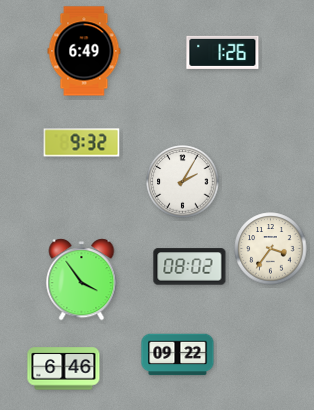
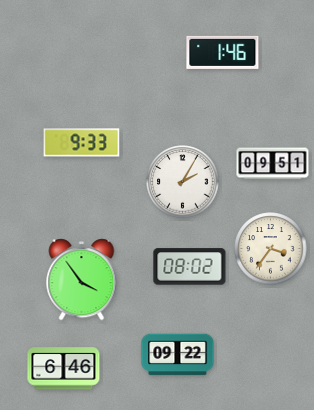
clock at (84, 51): 6:49 -> none
clock at (223, 52): 1:26 -> 1:46
clock at (82, 143): 9:32 -> 9:33
clock at (273, 164): none -> 09:51
